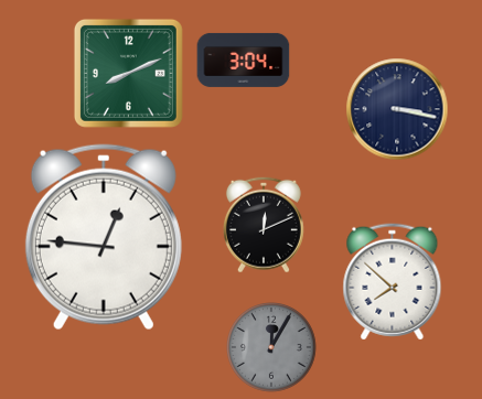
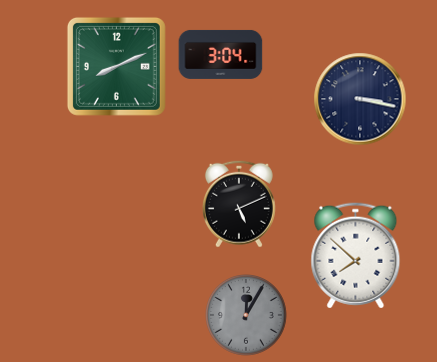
clock at (264, 225): 12:11 -> 5:11
clock at (104, 237): 12:46 -> none
